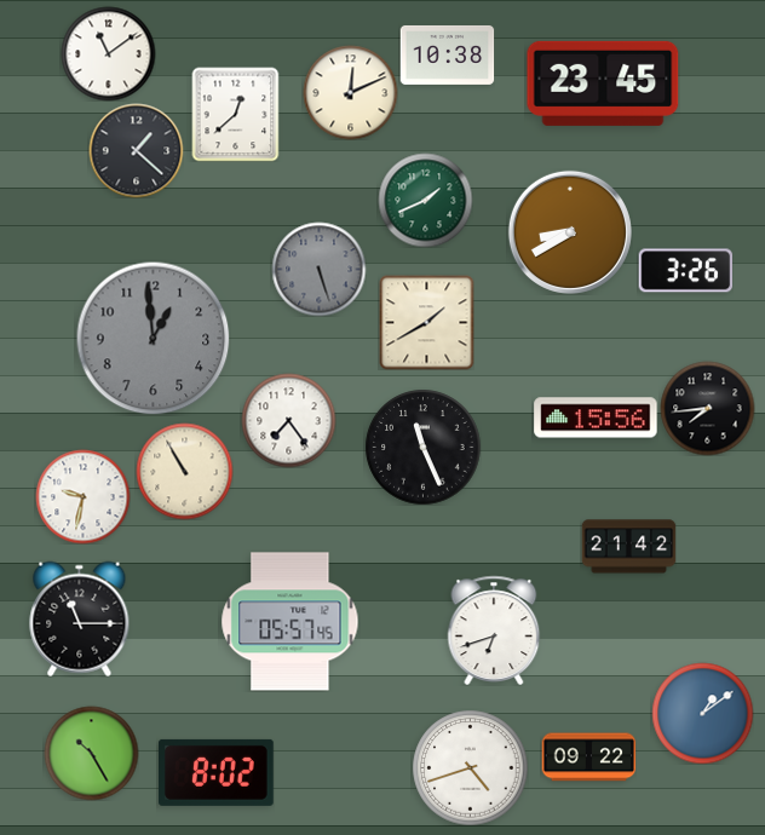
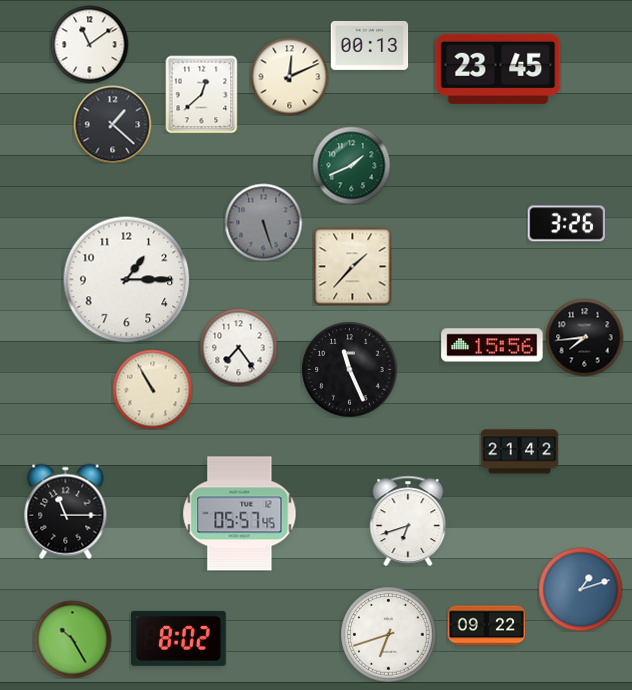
clock at (447, 54): 10:38 -> 00:13
clock at (236, 114) position: (236, 114) -> (202, 94)
clock at (570, 232): 8:40 -> none
clock at (426, 322): 1:40 -> 1:37
clock at (153, 338): 12:59 -> 1:15
clock at (153, 338) dial: grey -> white
clock at (82, 496): 9:32 -> none
clock at (702, 713): 1:09 -> 1:12
clock at (91, 753) position: (91, 753) -> (72, 639)
clock at (470, 767): 4:42 -> 6:42
